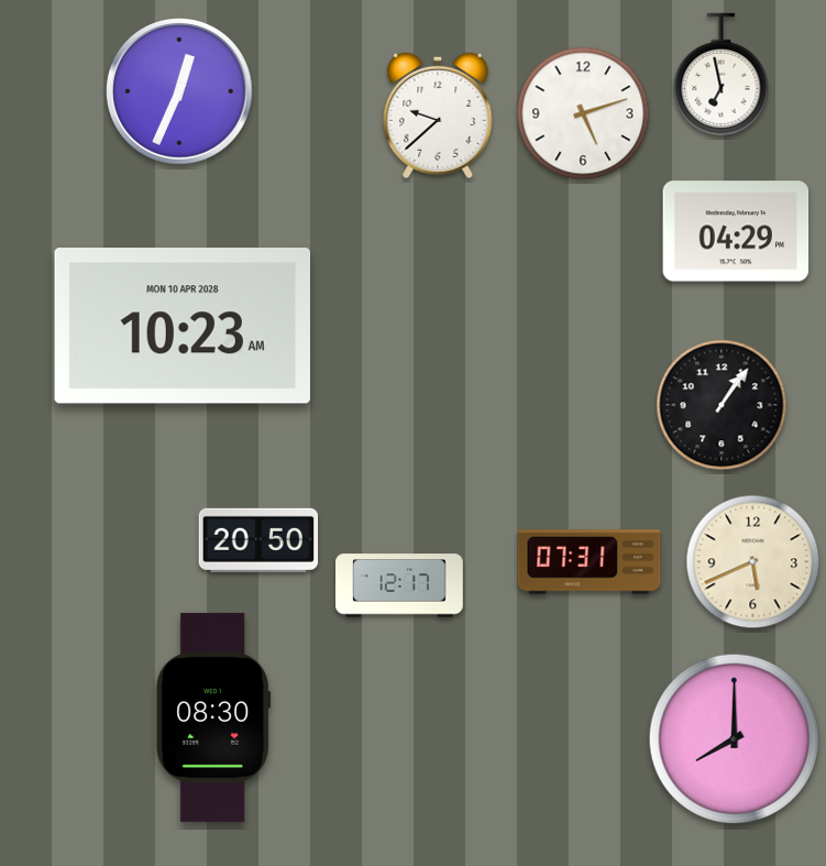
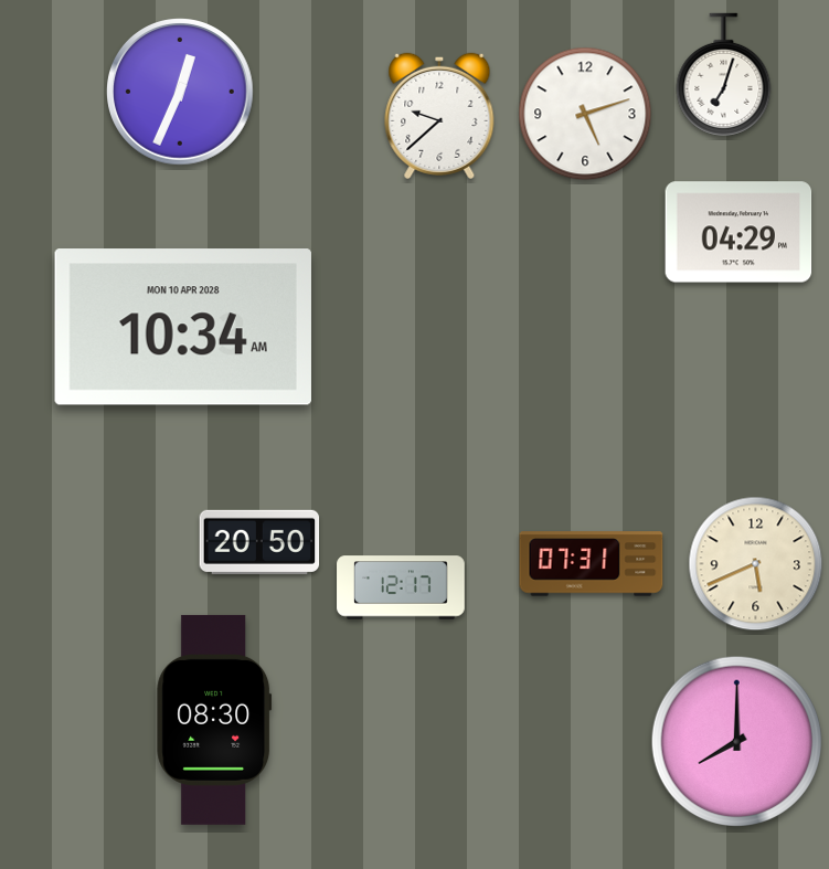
clock at (722, 75): 6:58 -> 7:03
clock at (183, 326): 10:23 -> 10:34
clock at (722, 405): 1:06 -> none
